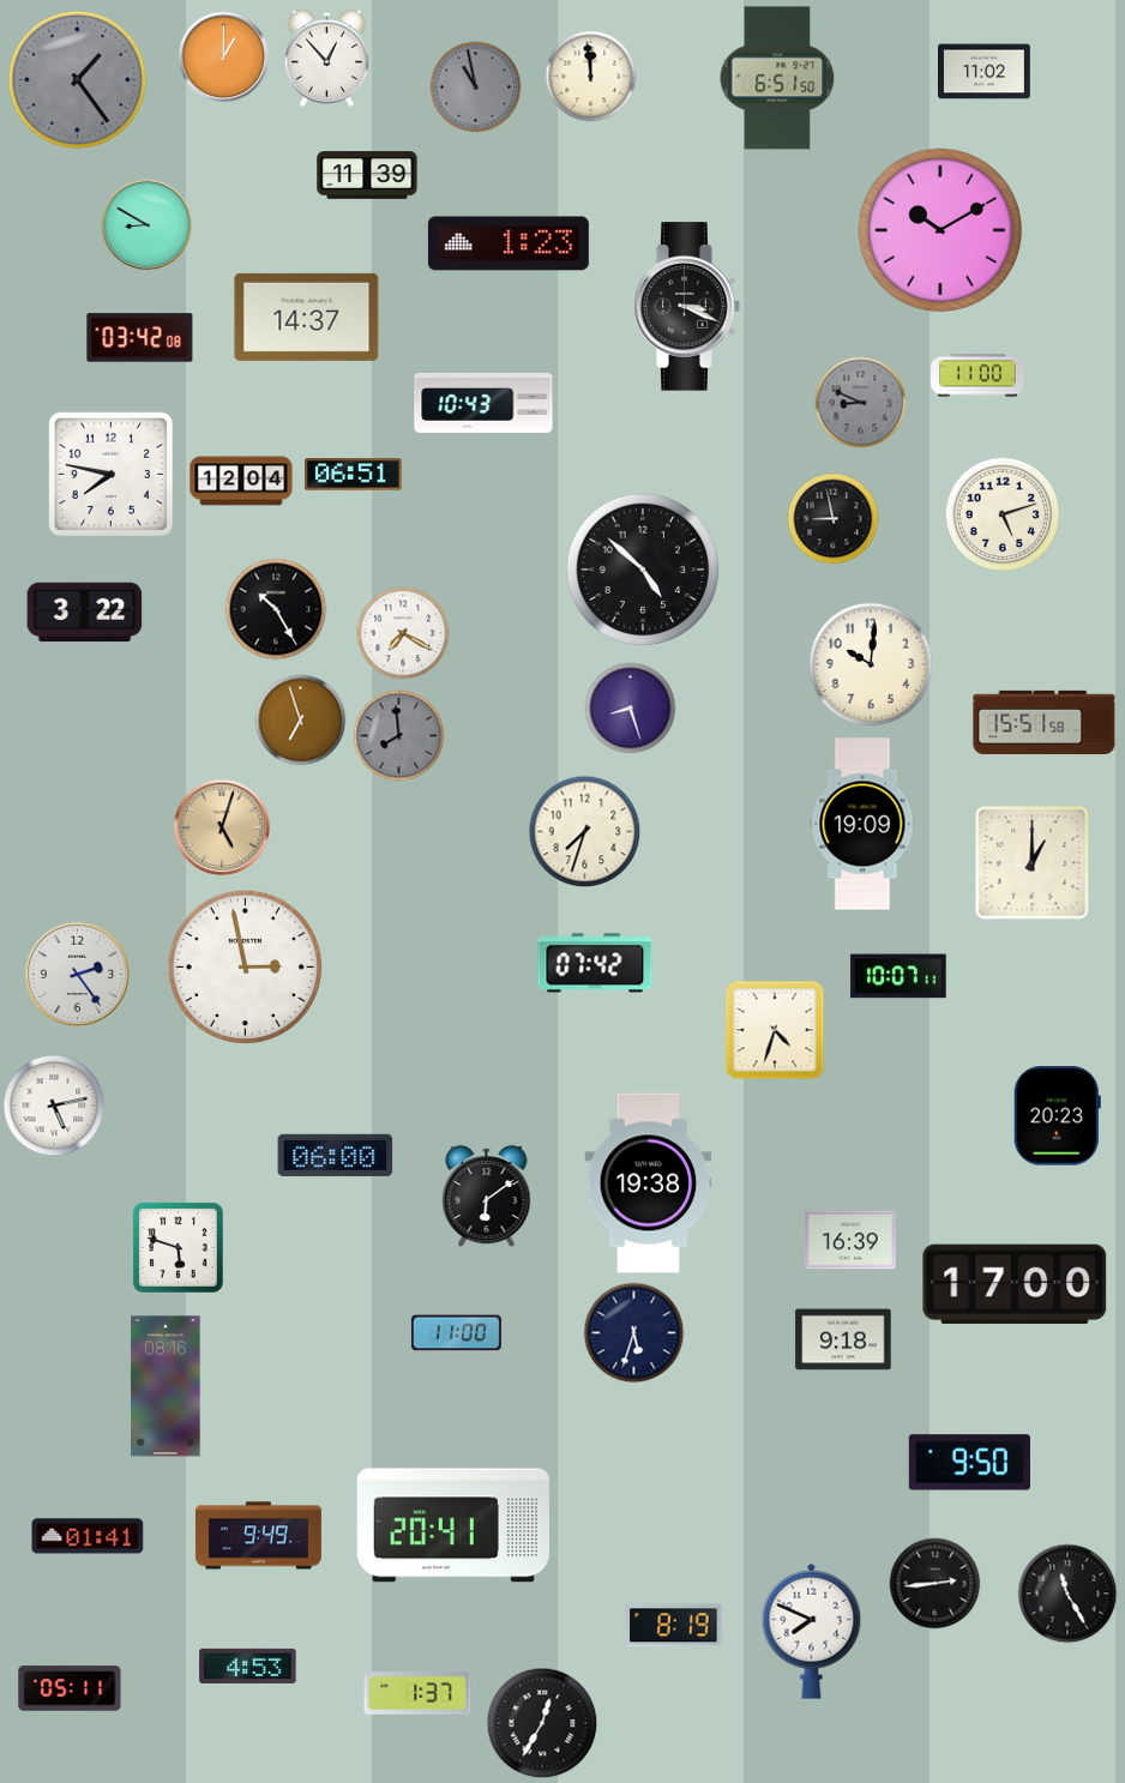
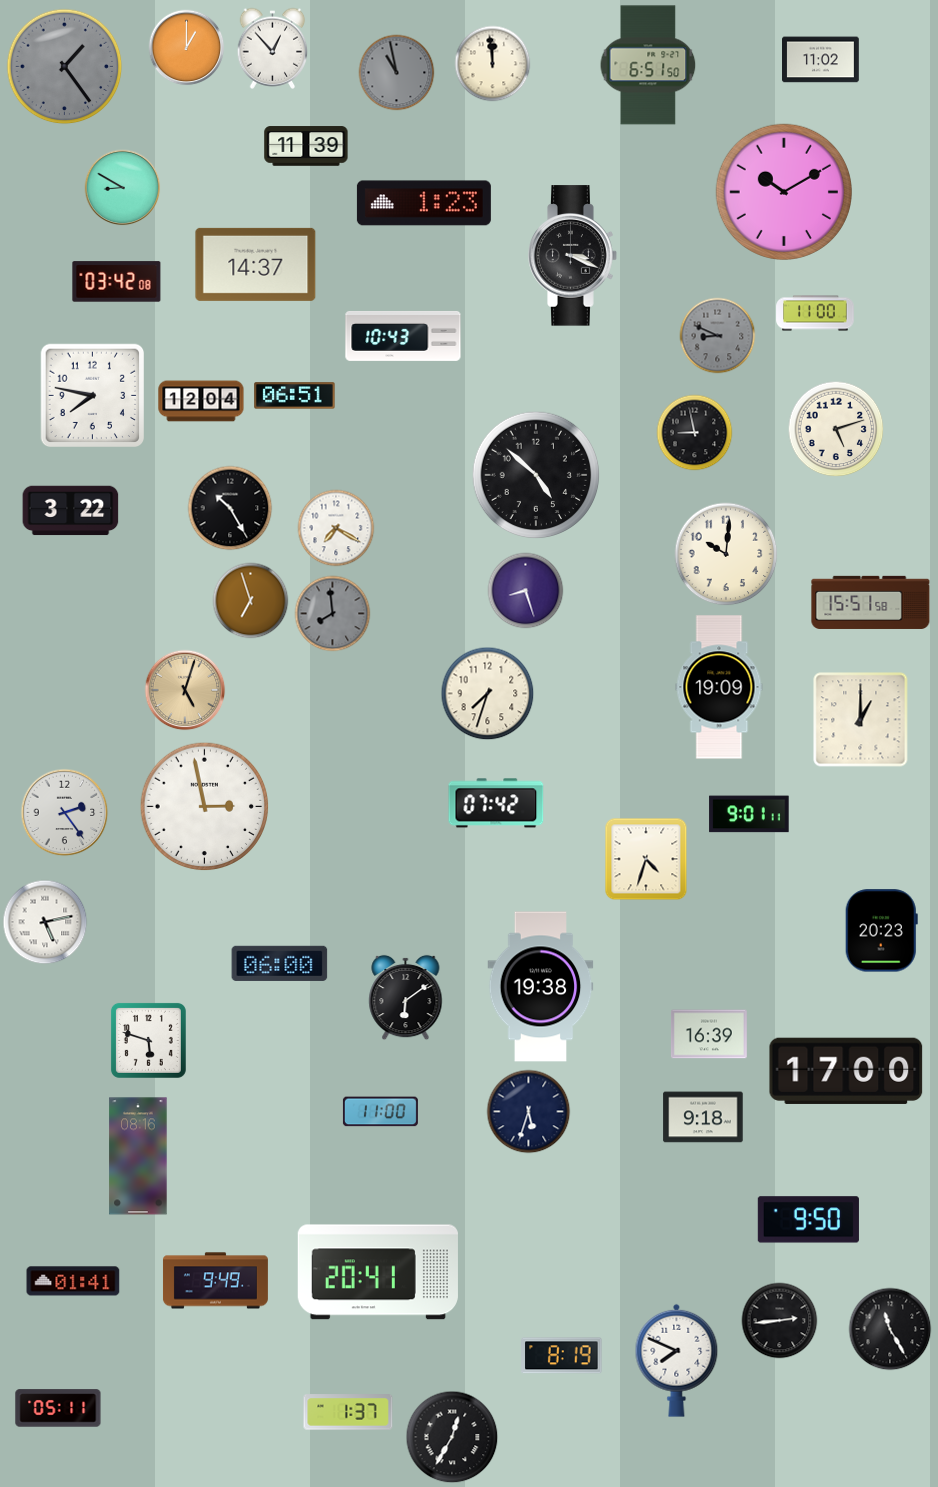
clock at (898, 976): 10:07 -> 9:01
clock at (248, 1665): 4:53 -> none
